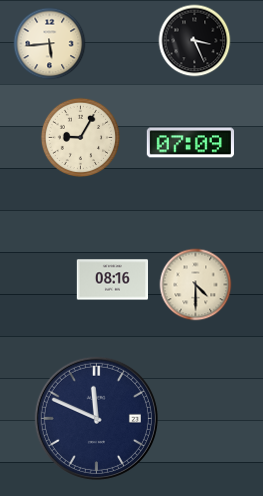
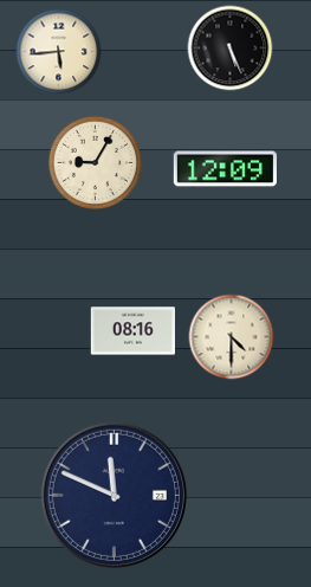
clock at (195, 41): 3:26 -> 5:26
clock at (190, 143): 07:09 -> 12:09
